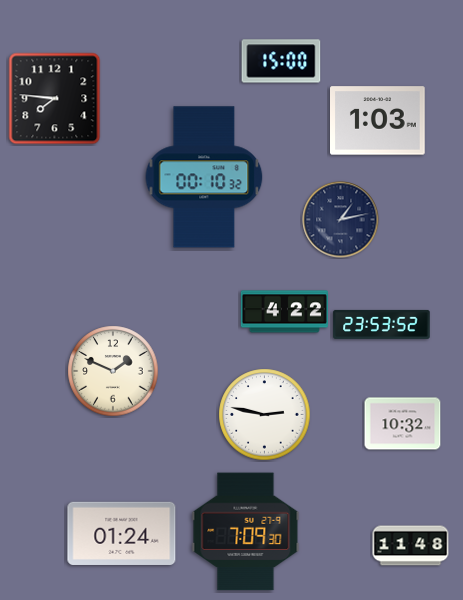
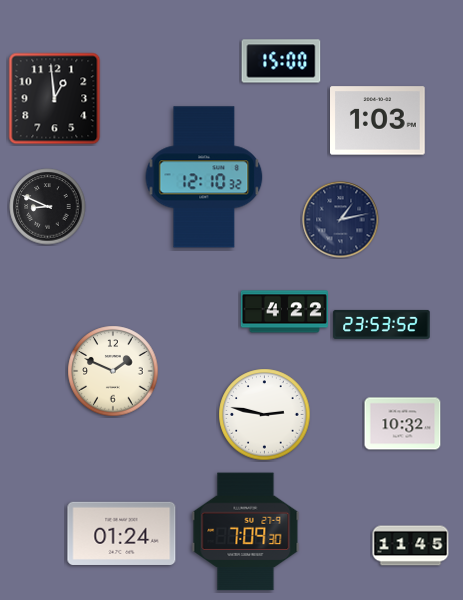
clock at (55, 99): 7:46 -> 12:59
clock at (204, 177): 00:10 -> 12:10
clock at (48, 207): none -> 8:49
clock at (411, 546): 11:48 -> 11:45
